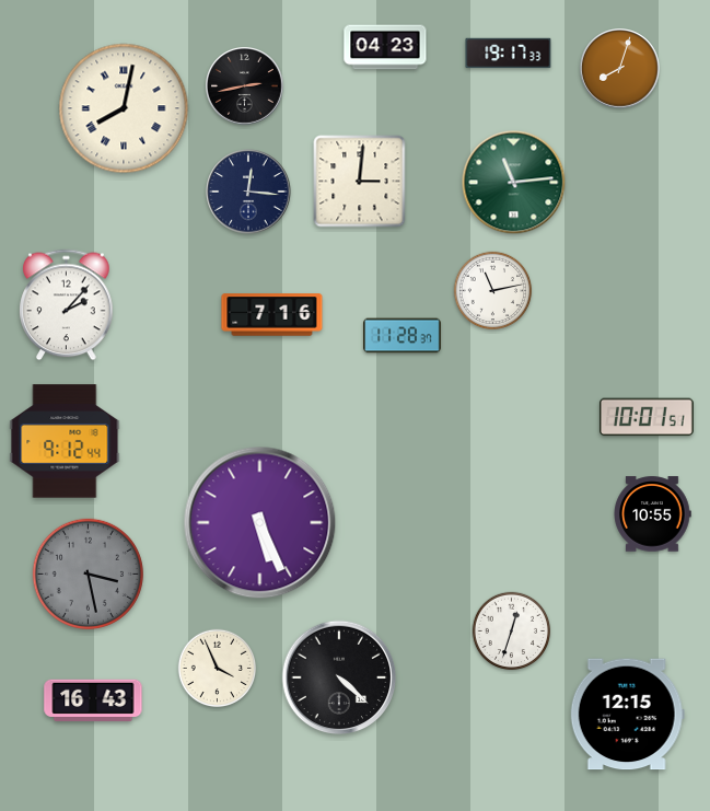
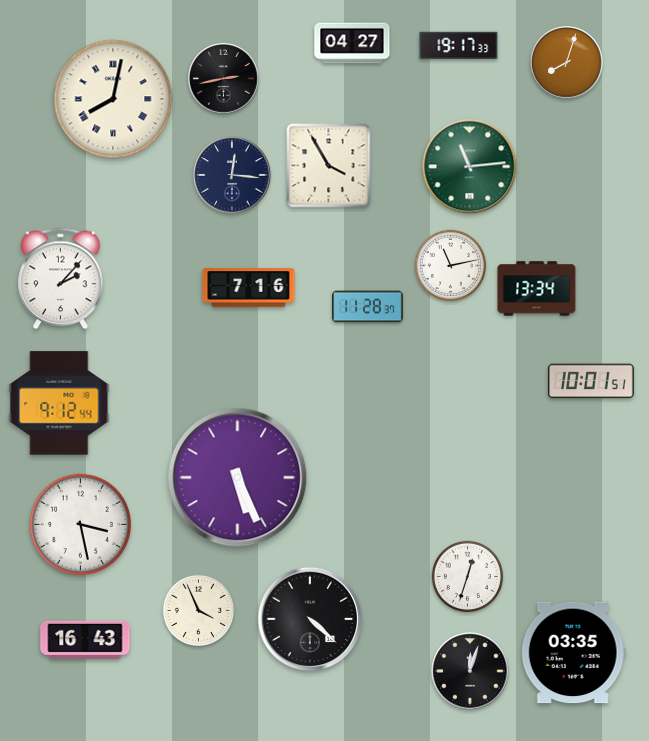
clock at (385, 47): 04:23 -> 04:27
clock at (509, 54) position: (509, 54) -> (459, 46)
clock at (360, 182): 3:01 -> 3:55
clock at (248, 192) position: (248, 192) -> (232, 175)
clock at (537, 289): none -> 13:34
clock at (652, 514): 10:55 -> none
clock at (88, 574) dial: grey -> white
clock at (627, 715): 12:15 -> 03:35
clock at (470, 671): none -> 12:03
